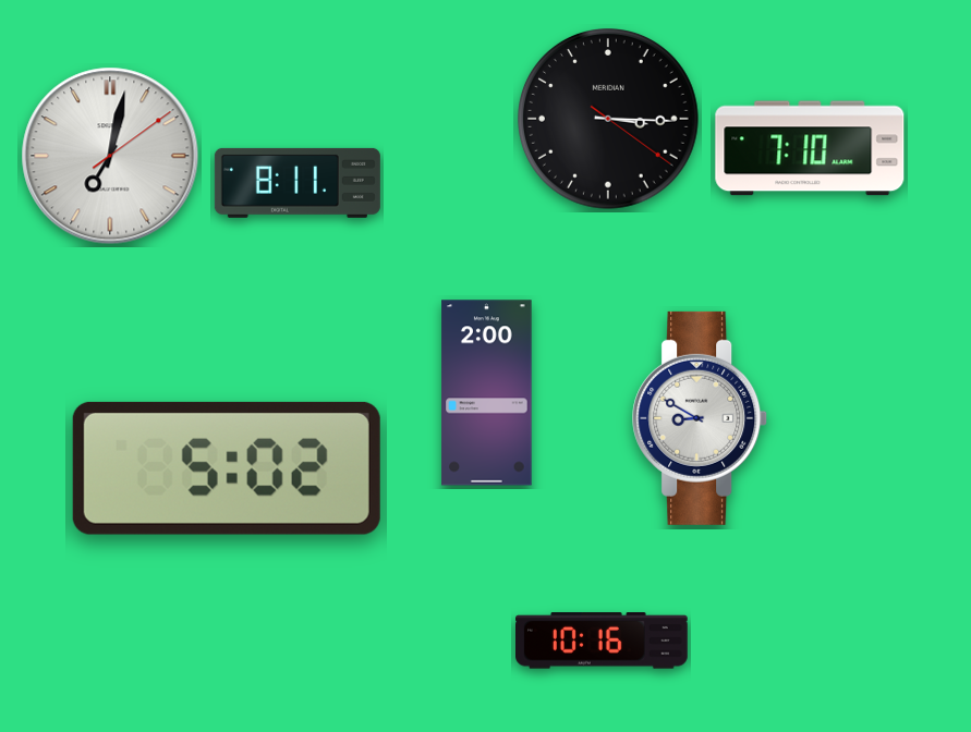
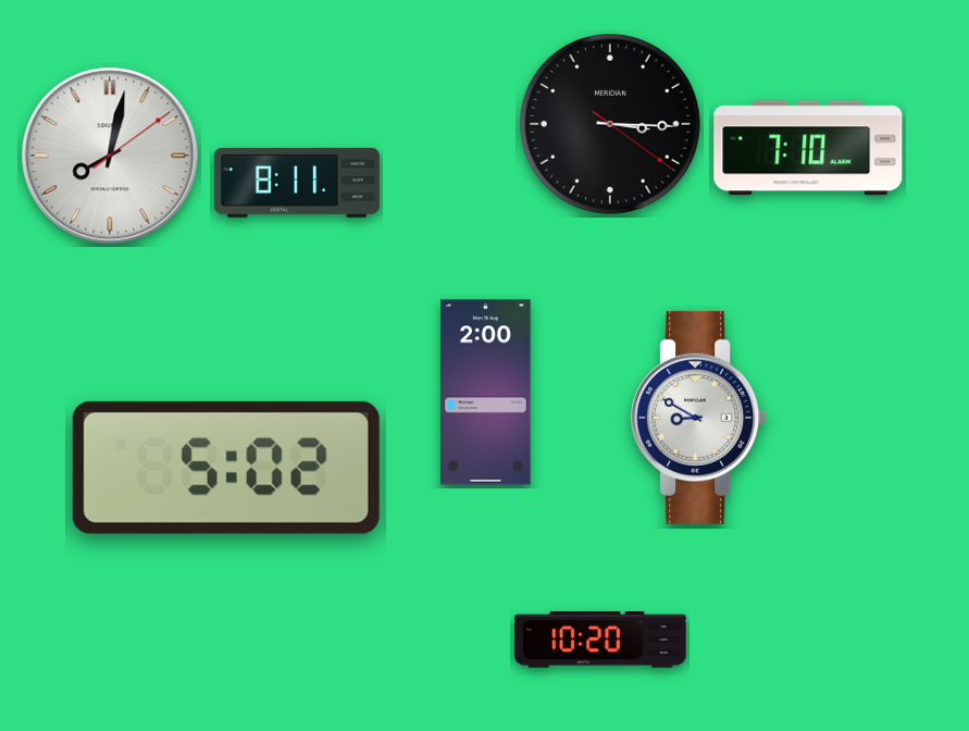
clock at (609, 120) position: (609, 120) -> (611, 125)
clock at (110, 156): 7:02 -> 8:02
clock at (603, 640): 10:16 -> 10:20
